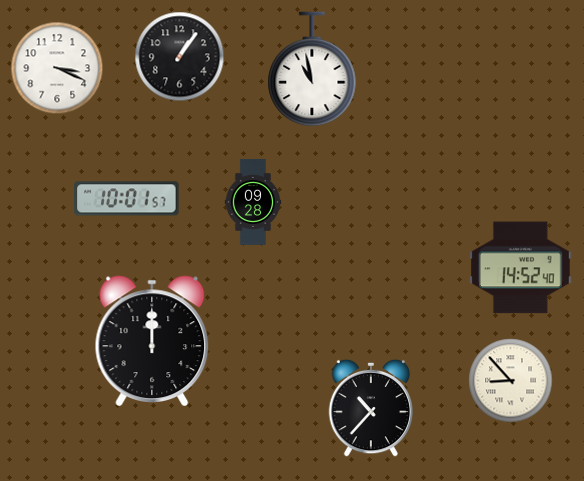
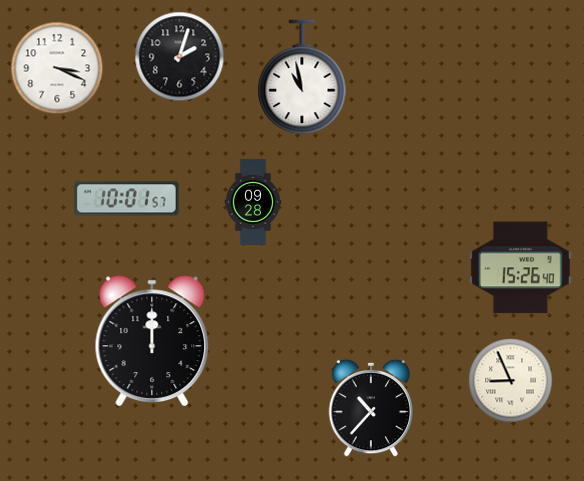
clock at (180, 57): 1:06 -> 2:03
clock at (312, 69) position: (312, 69) -> (302, 77)
clock at (520, 268): 14:52 -> 15:26
clock at (511, 381): 8:53 -> 8:56
